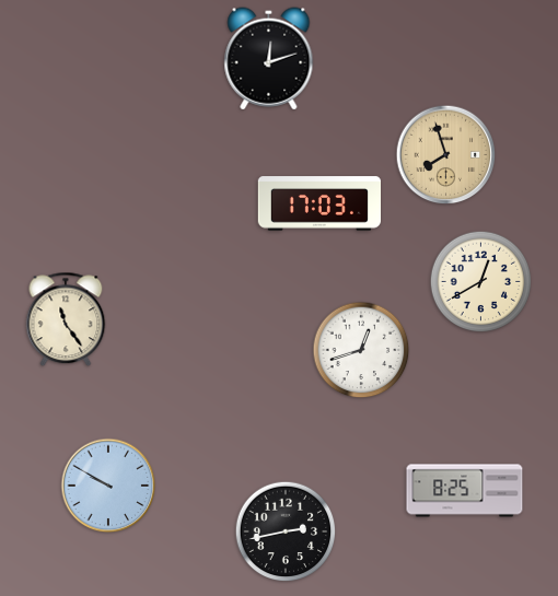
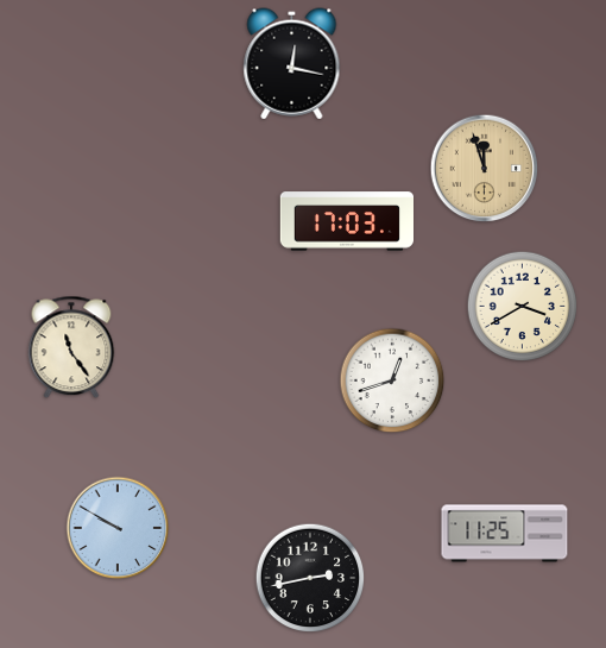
clock at (269, 59): 12:12 -> 12:17
clock at (446, 155): 7:57 -> 11:57
clock at (481, 282): 12:40 -> 3:40
clock at (465, 491): 8:25 -> 11:25
